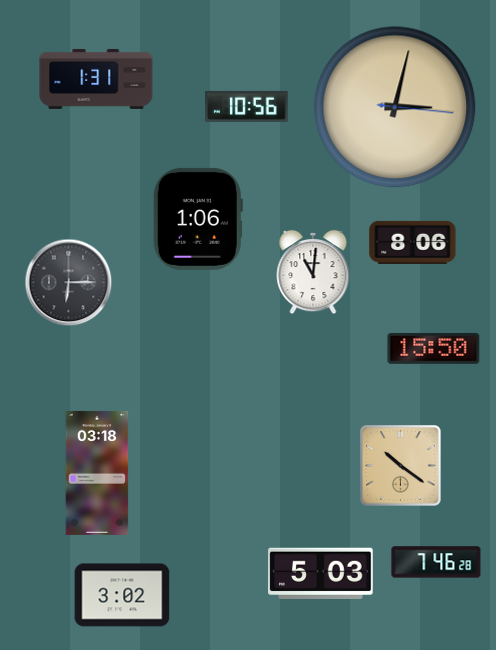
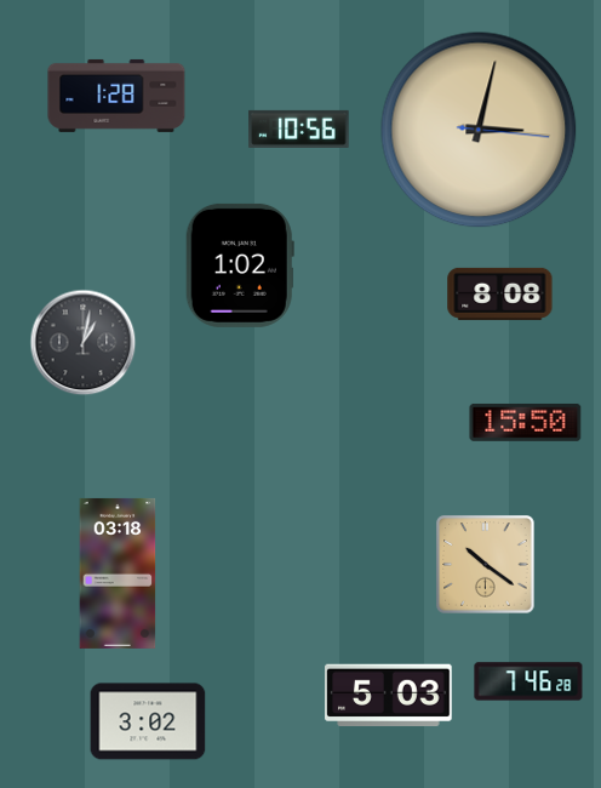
clock at (96, 79): 1:31 -> 1:28
clock at (198, 219): 1:06 -> 1:02
clock at (413, 242): 8:06 -> 8:08
clock at (313, 272): 11:01 -> none
clock at (69, 283): 6:15 -> 1:02
